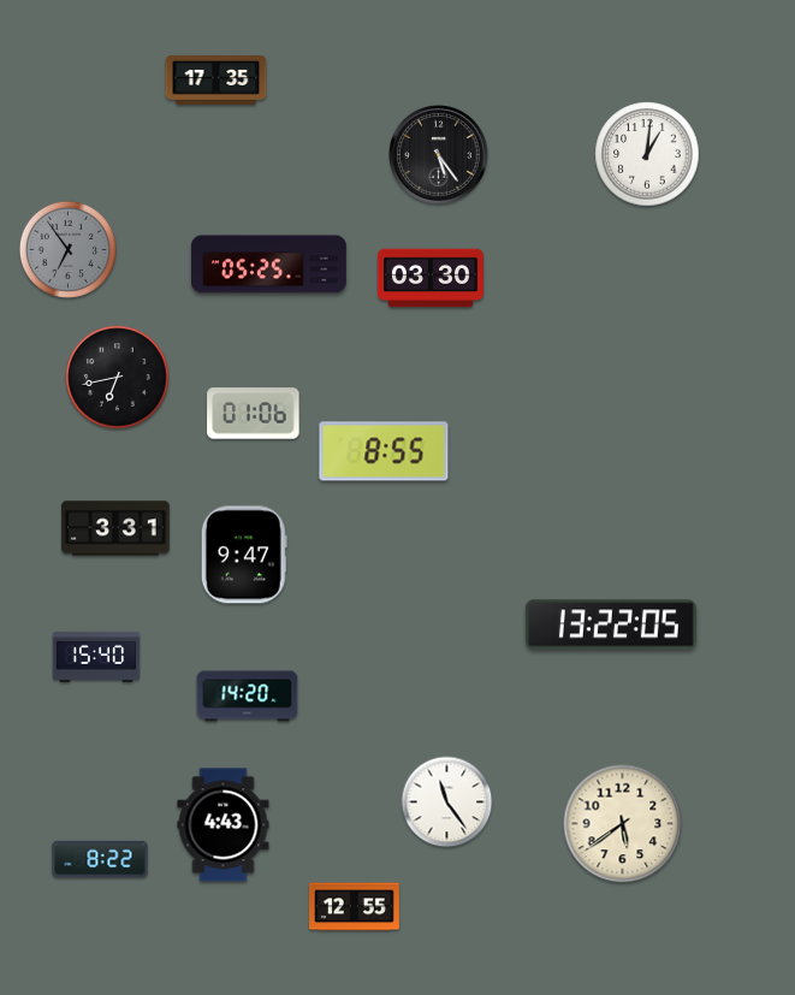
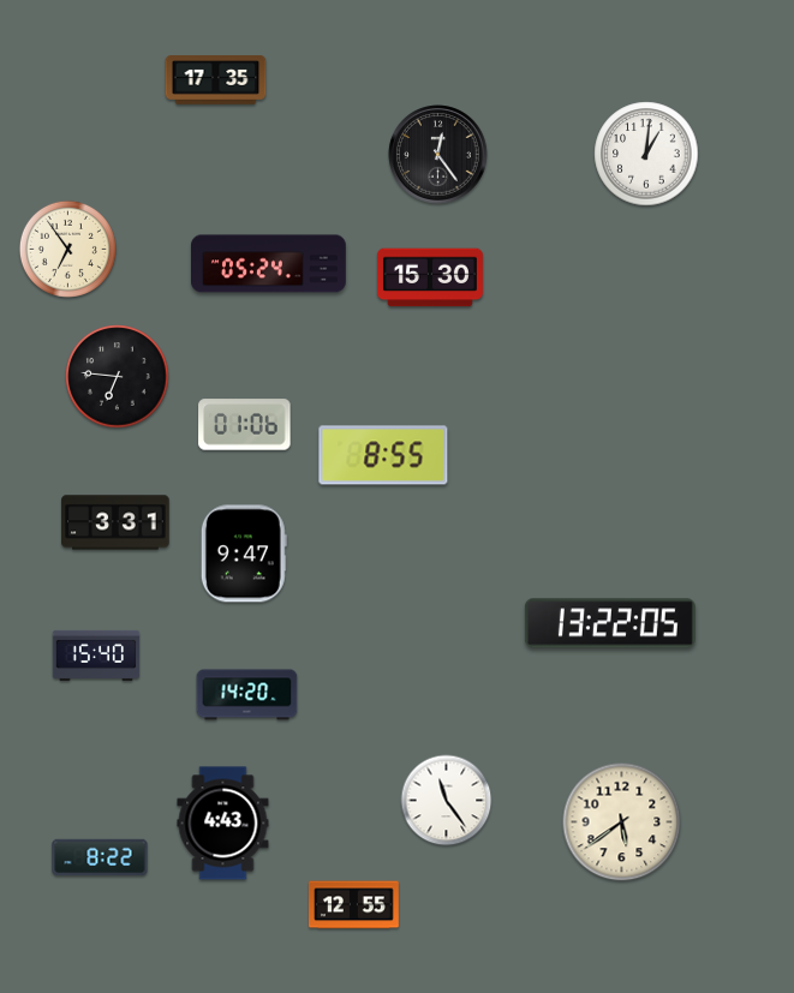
clock at (439, 155): 5:24 -> 12:24
clock at (67, 249) dial: grey -> cream
clock at (269, 265): 05:25 -> 05:24
clock at (431, 278): 03:30 -> 15:30
clock at (118, 378): 6:43 -> 6:46
clock at (254, 414) position: (254, 414) -> (245, 425)
clock at (384, 451) position: (384, 451) -> (383, 455)
clock at (115, 528) position: (115, 528) -> (115, 522)
